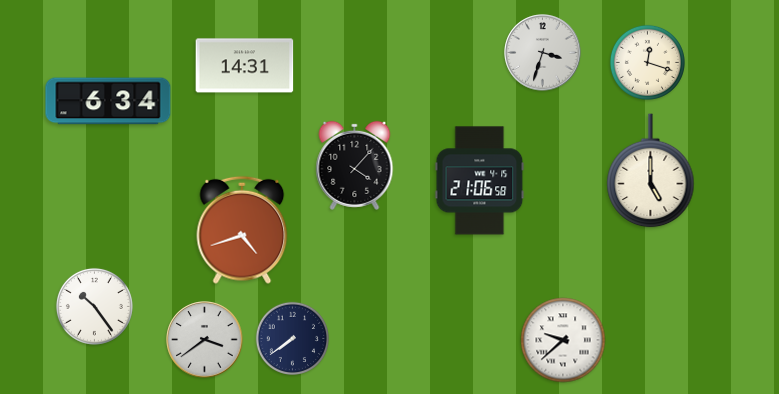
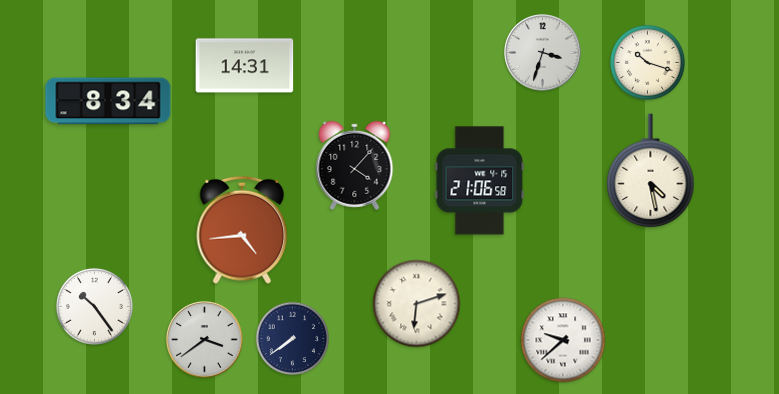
clock at (647, 62): 12:18 -> 10:18
clock at (108, 101): 6:34 -> 8:34
clock at (651, 171): 5:00 -> 4:28
clock at (242, 230): 4:42 -> 4:44
clock at (417, 304): none -> 6:12
